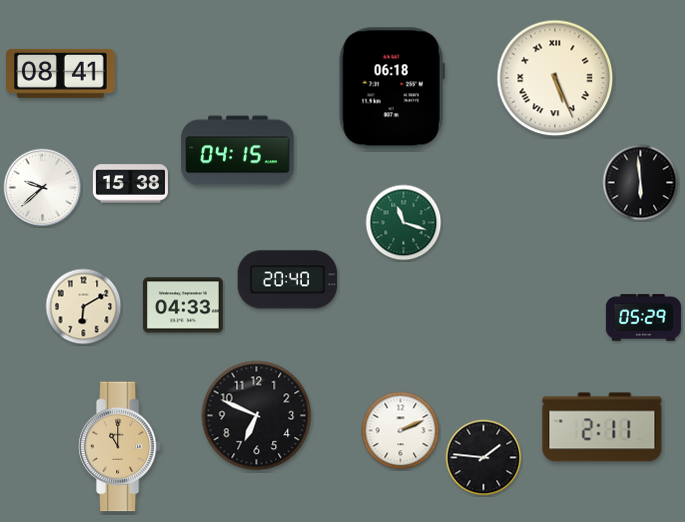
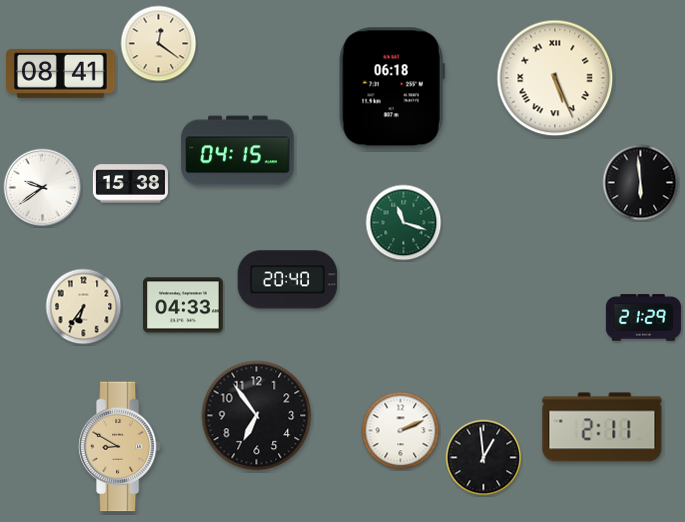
clock at (159, 44): none -> 12:21
clock at (43, 188): 9:38 -> 9:39
clock at (84, 307): 6:10 -> 6:36
clock at (643, 318): 05:29 -> 21:29
clock at (257, 416): 6:49 -> 6:54
clock at (119, 447): 11:00 -> 8:50
clock at (484, 458): 1:46 -> 12:59
